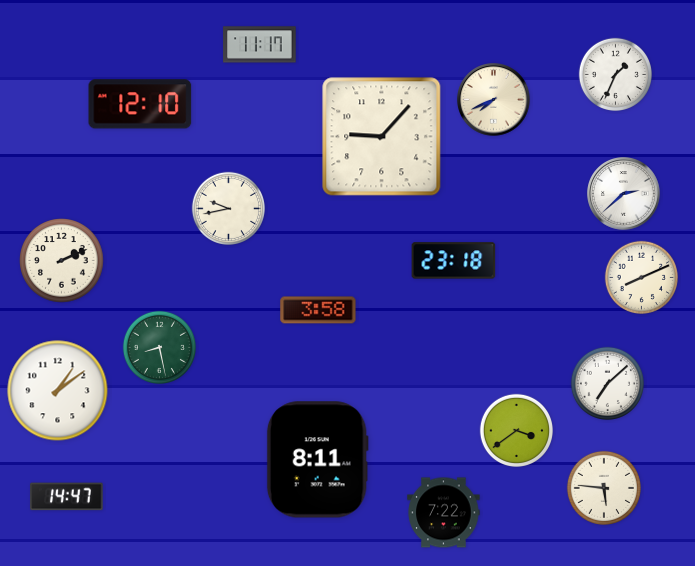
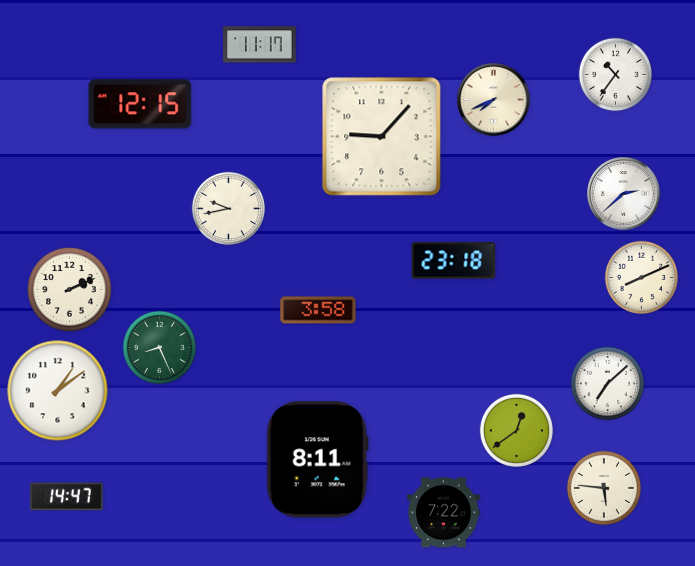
clock at (615, 74): 1:34 -> 10:36
clock at (140, 104): 12:10 -> 12:15
clock at (62, 261) position: (62, 261) -> (70, 290)
clock at (159, 347): 8:28 -> 8:26
clock at (516, 430): 3:39 -> 12:39
